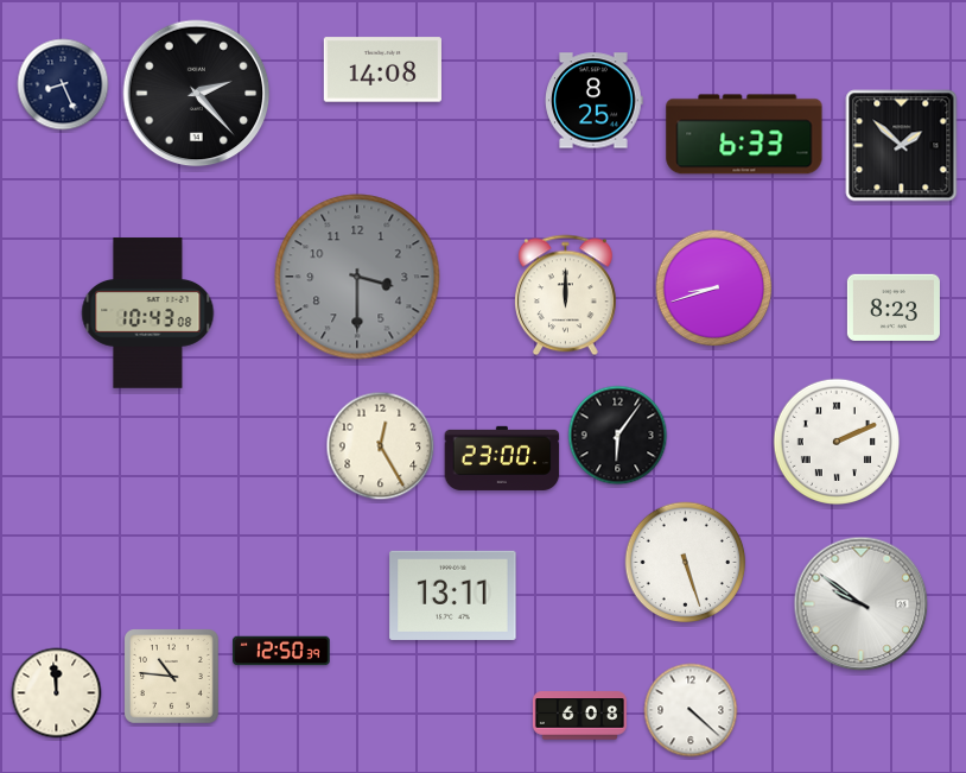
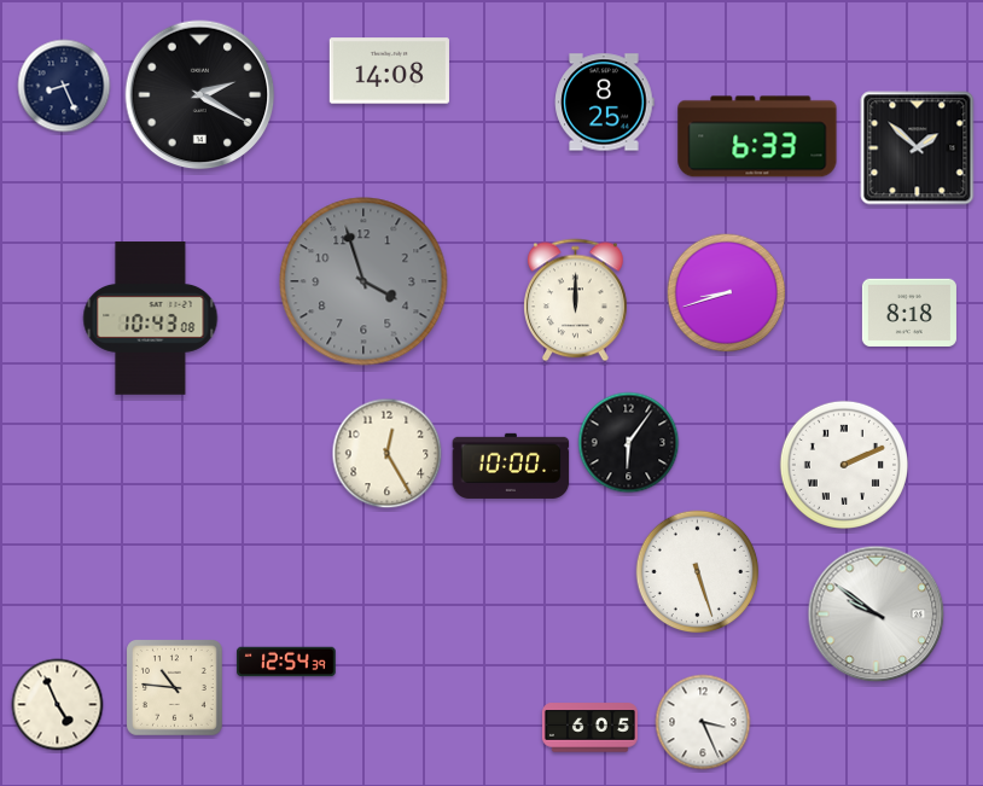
clock at (197, 94): 2:23 -> 2:20
clock at (357, 277): 3:30 -> 3:57
clock at (894, 308): 8:23 -> 8:18
clock at (837, 442) position: (837, 442) -> (844, 465)
clock at (502, 458): 23:00 -> 10:00
clock at (453, 595): 13:11 -> none
clock at (281, 651): 12:50 -> 12:54
clock at (57, 693): 11:59 -> 4:56
clock at (691, 710): 4:22 -> 3:26
clock at (579, 716): 6:08 -> 6:05
